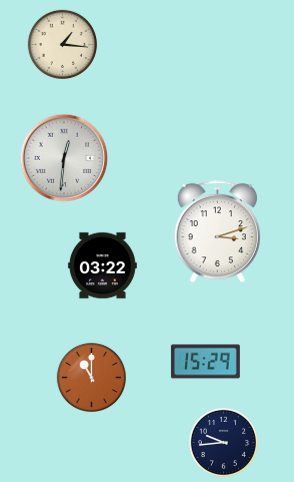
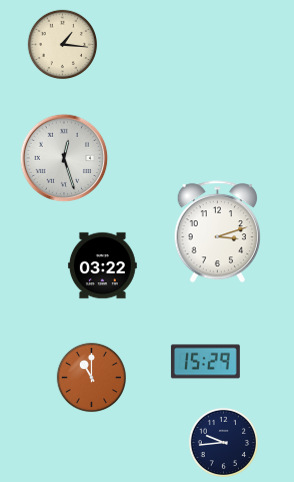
clock at (64, 158): 12:31 -> 12:27
